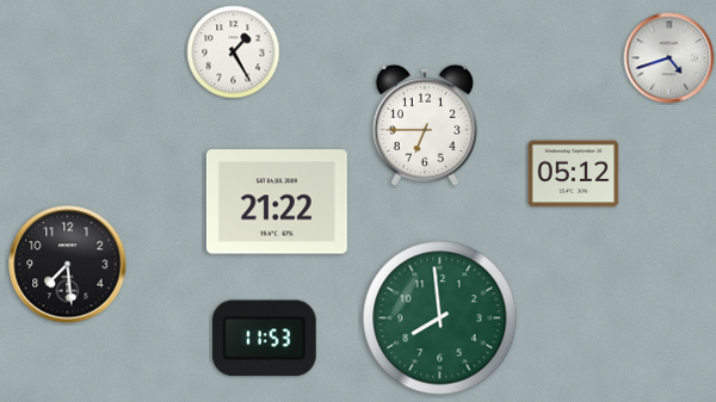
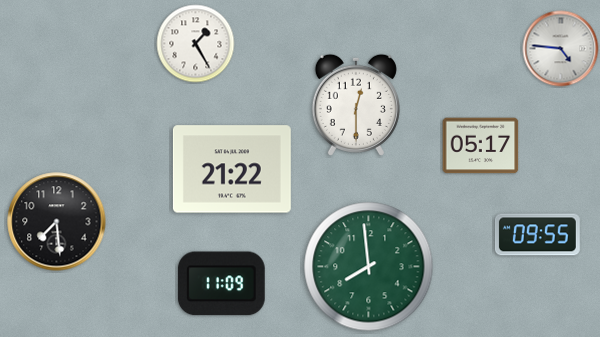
clock at (669, 58): 4:42 -> 4:46
clock at (425, 125): 6:45 -> 12:30
clock at (574, 174): 05:12 -> 05:17
clock at (537, 235): none -> 09:55
clock at (264, 339): 11:53 -> 11:09
